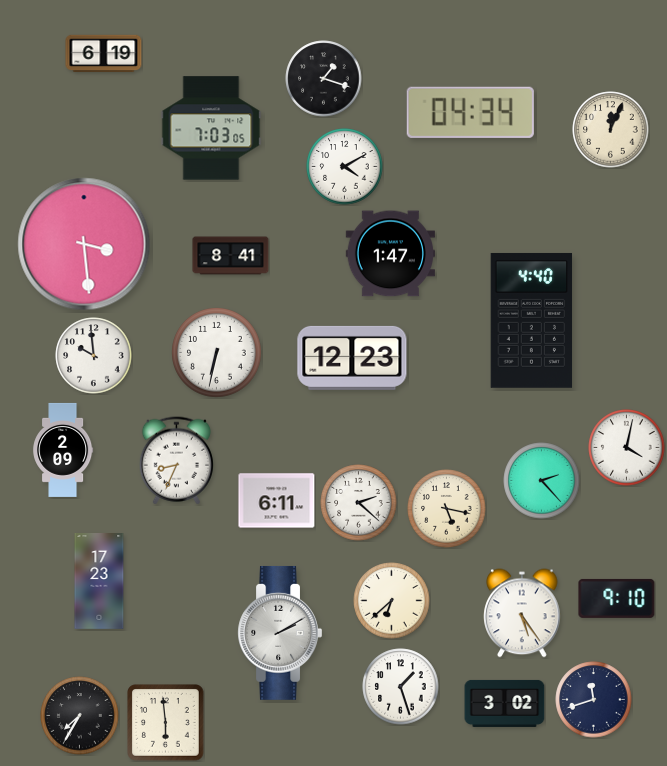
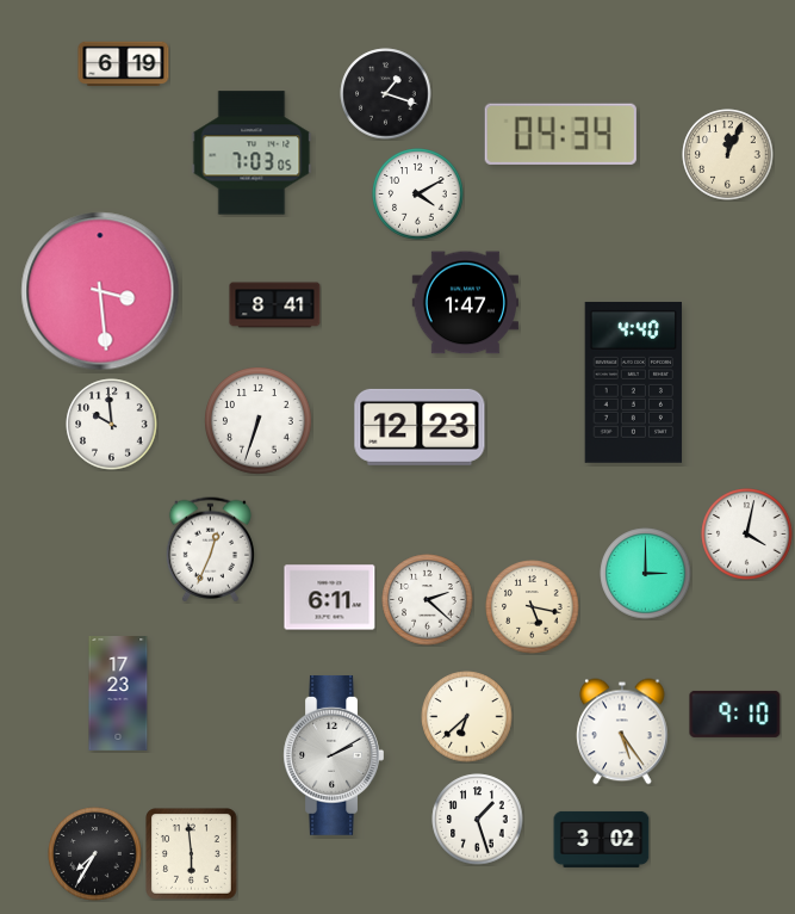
clock at (345, 167) position: (345, 167) -> (418, 194)
clock at (217, 353): 6:32 -> 6:33
clock at (63, 450): 2:09 -> none
clock at (176, 461): 8:34 -> 12:34
clock at (542, 481): 2:23 -> 3:00
clock at (594, 700): 11:42 -> none
clock at (166, 723) position: (166, 723) -> (192, 854)
